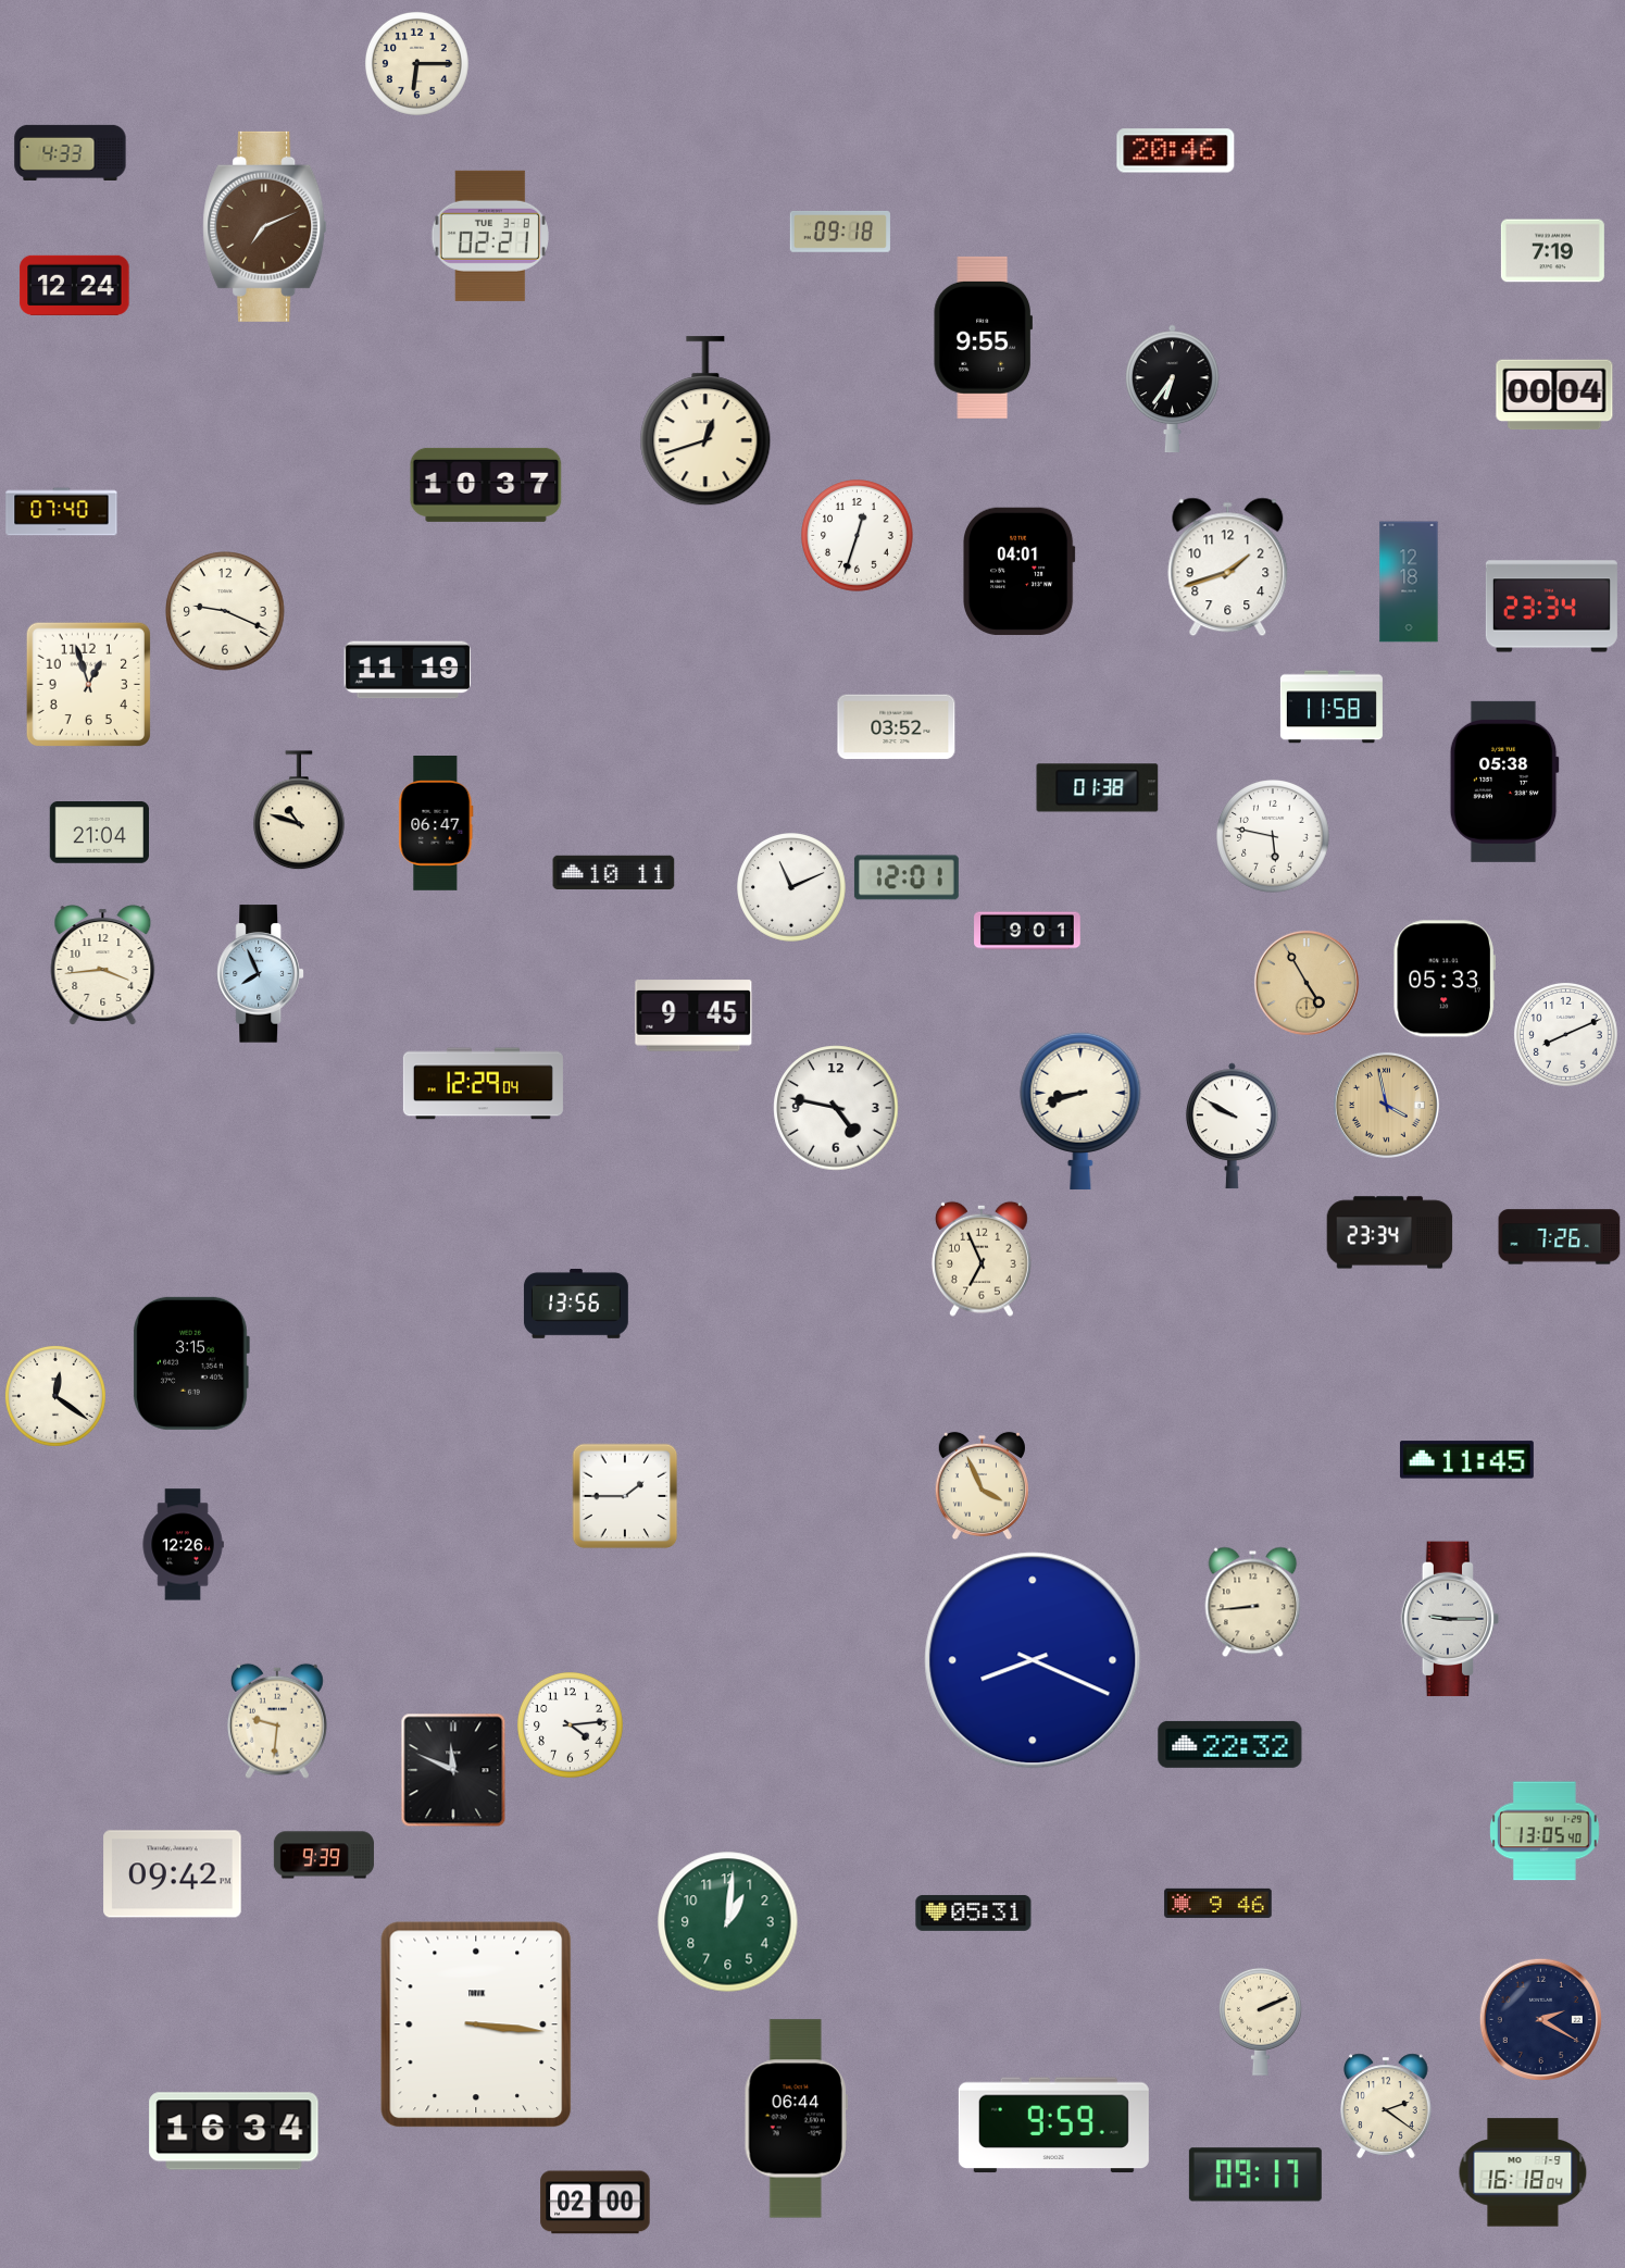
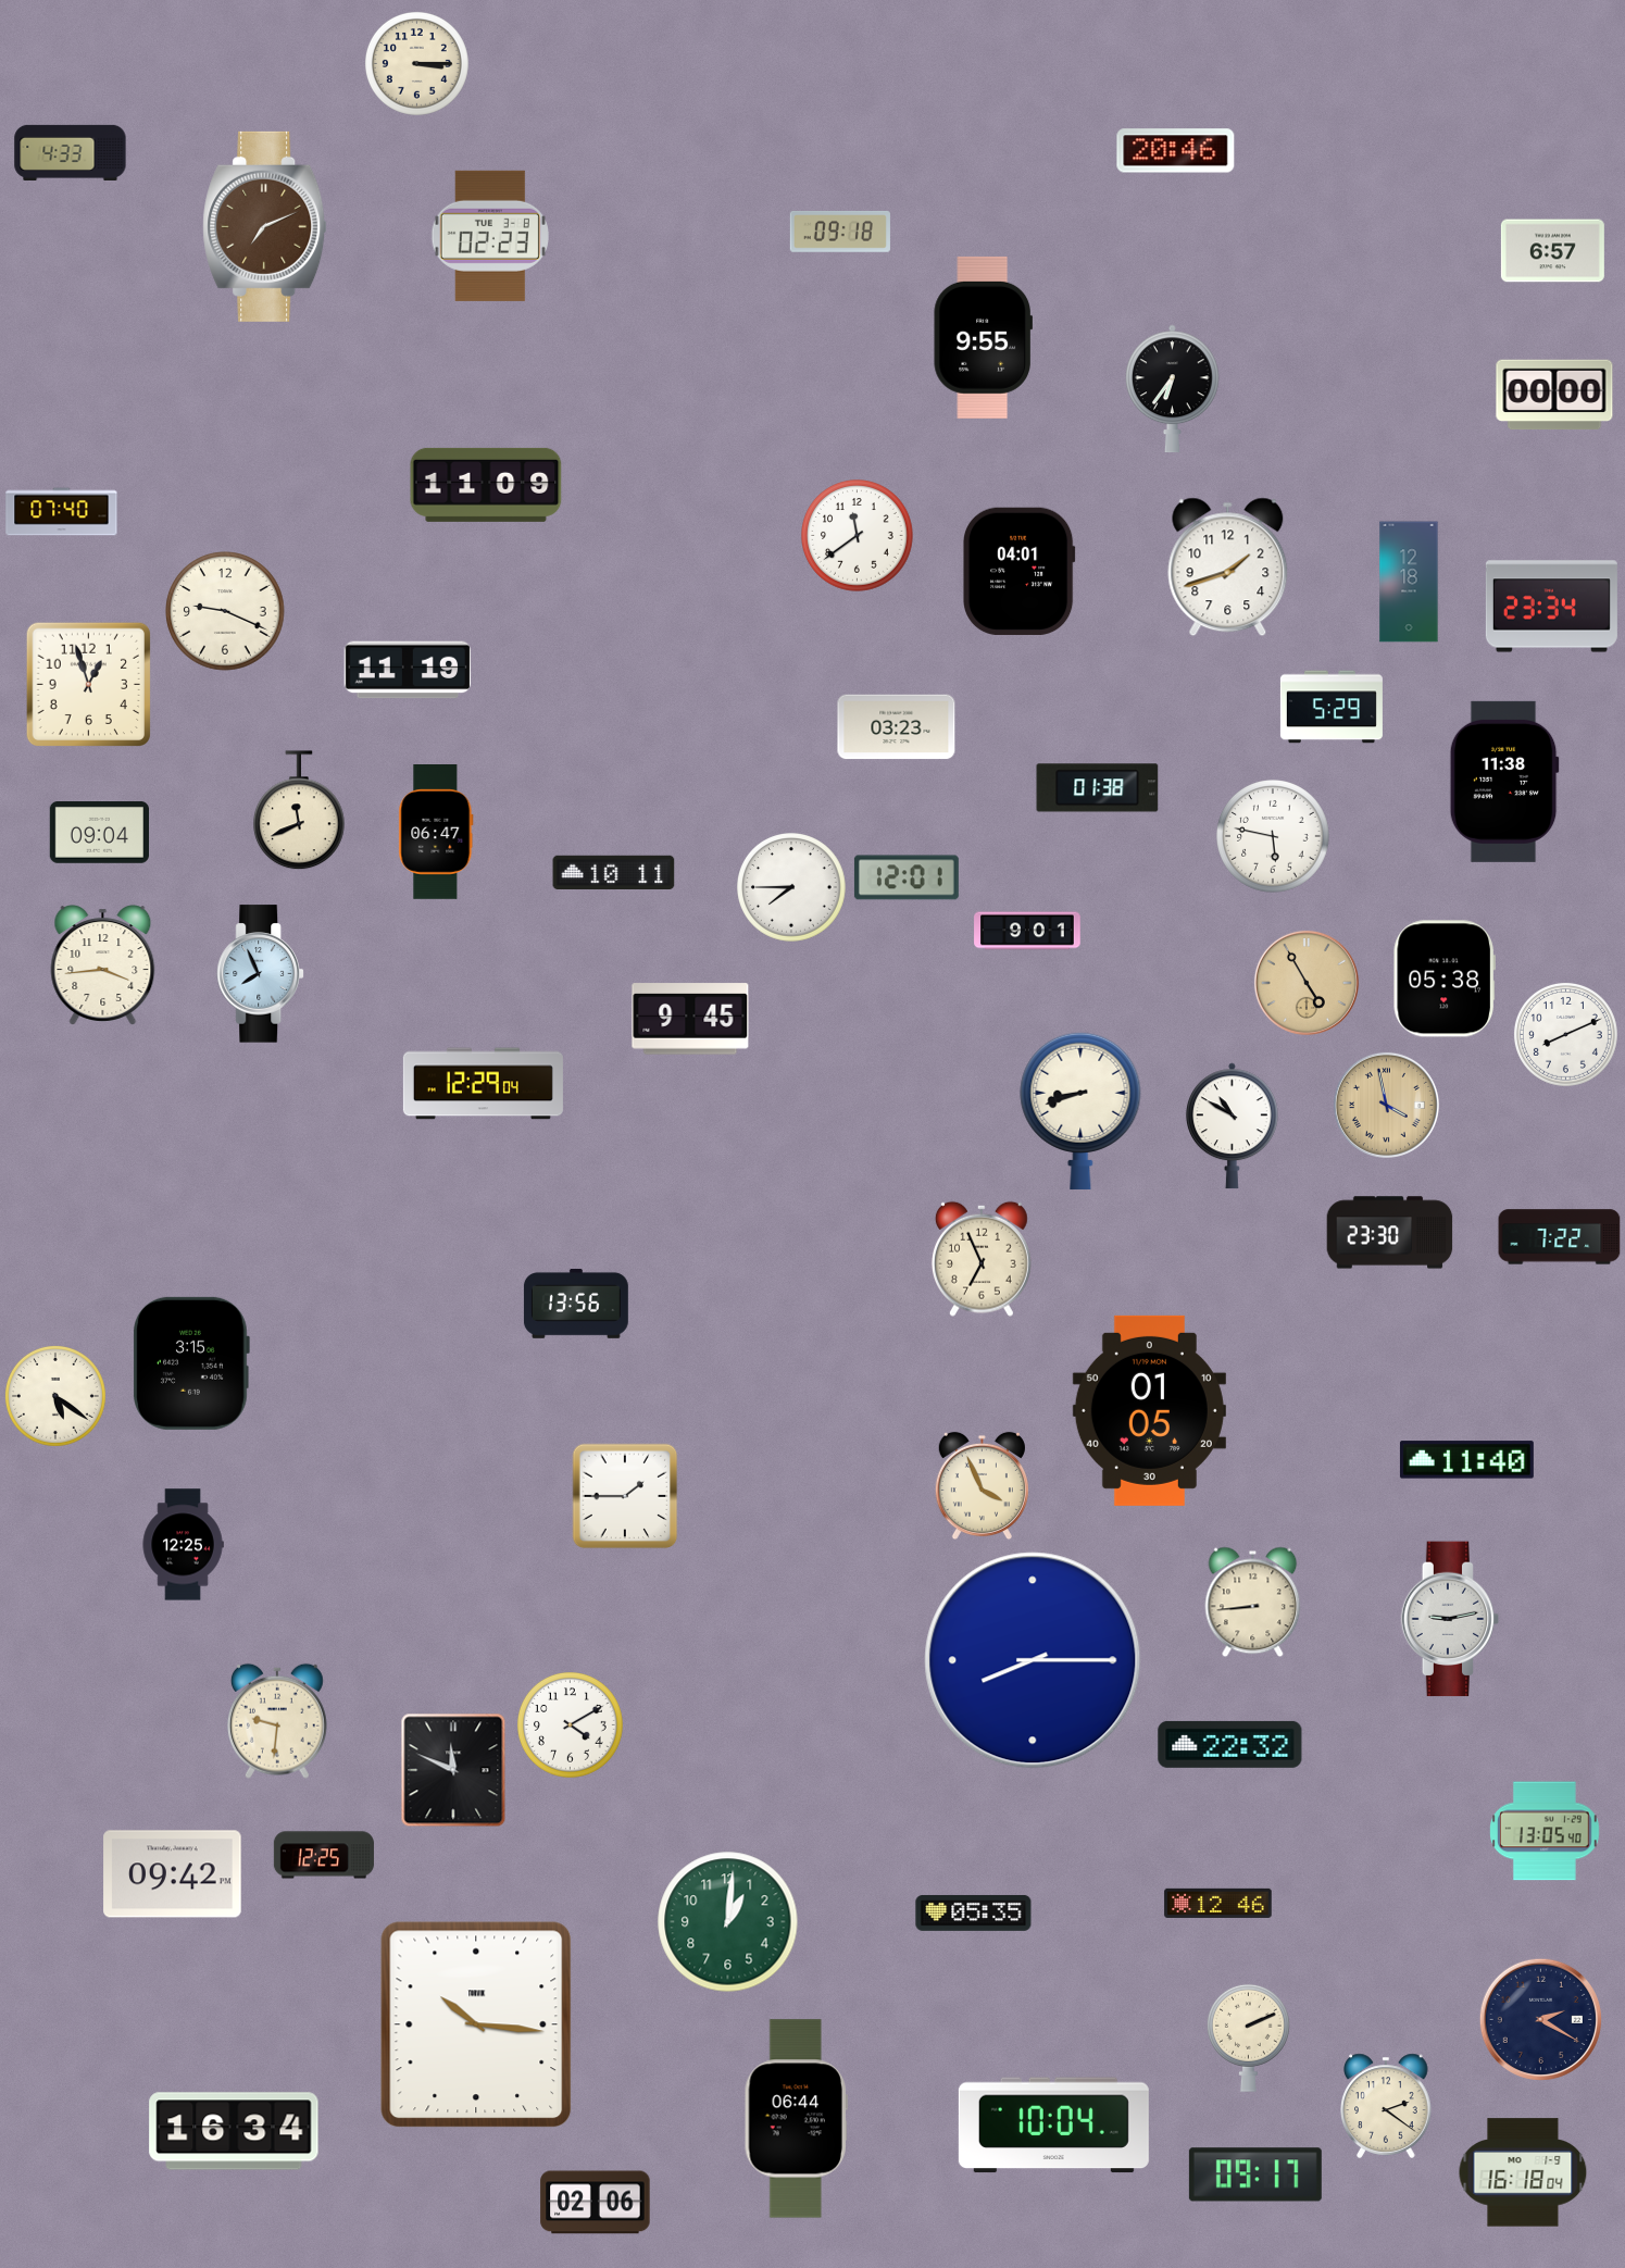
clock at (416, 63): 6:15 -> 3:15
clock at (490, 236): 02:21 -> 02:23
clock at (1552, 251): 7:19 -> 6:57
clock at (75, 285): 12:24 -> none
clock at (1554, 395): 00:04 -> 00:00
clock at (705, 422): 12:42 -> none
clock at (486, 485): 10:37 -> 11:09
clock at (858, 536): 12:33 -> 11:39
clock at (1332, 707): 11:58 -> 5:29
clock at (897, 727): 03:52 -> 03:23
clock at (1504, 782): 05:38 -> 11:38
clock at (300, 811): 10:48 -> 11:41
clock at (436, 824) position: (436, 824) -> (436, 833)
clock at (99, 833): 21:04 -> 09:04
clock at (792, 888): 11:11 -> 7:45
clock at (1445, 979): 05:33 -> 05:38
clock at (693, 1015) position: (693, 1015) -> (690, 1019)
clock at (836, 1108): 4:47 -> none
clock at (1232, 1126): 9:50 -> 10:50
clock at (1390, 1233): 23:34 -> 23:30
clock at (1560, 1237): 7:26 -> 7:22
clock at (55, 1396): 12:21 -> 5:21
clock at (1149, 1410): none -> 01:05
clock at (1466, 1460): 11:45 -> 11:40
clock at (183, 1545): 12:26 -> 12:25
clock at (1450, 1619): 9:15 -> 9:13
clock at (1033, 1660): 8:19 -> 8:15
clock at (571, 1725): 4:14 -> 4:10
clock at (324, 1855): 9:39 -> 12:25
clock at (1218, 1903): 9:46 -> 12:46
clock at (974, 1912): 05:31 -> 05:35
clock at (1260, 2021) position: (1260, 2021) -> (1248, 2038)
clock at (476, 2024): 3:16 -> 10:16
clock at (1053, 2126): 9:59 -> 10:04
clock at (596, 2203): 02:00 -> 02:06
